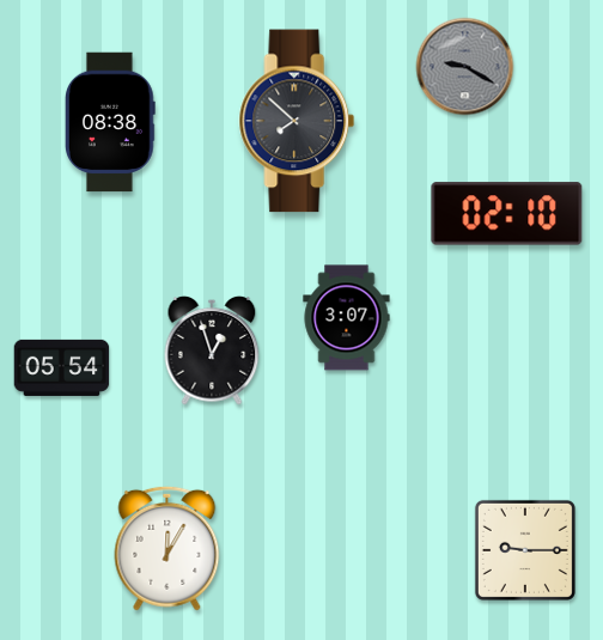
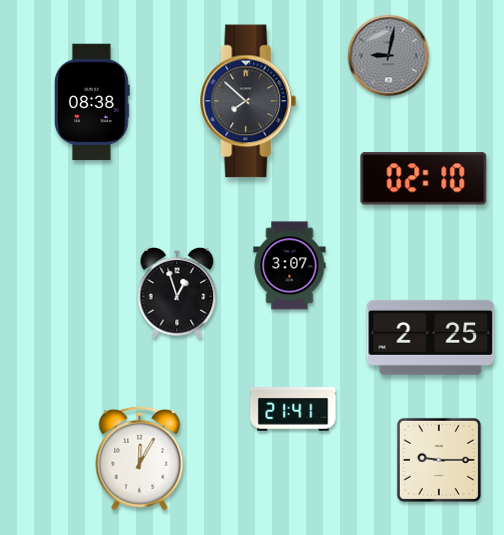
clock at (465, 67): 9:20 -> 9:02
clock at (62, 367): 05:54 -> none
clock at (431, 337): none -> 2:25
clock at (293, 409): none -> 21:41
